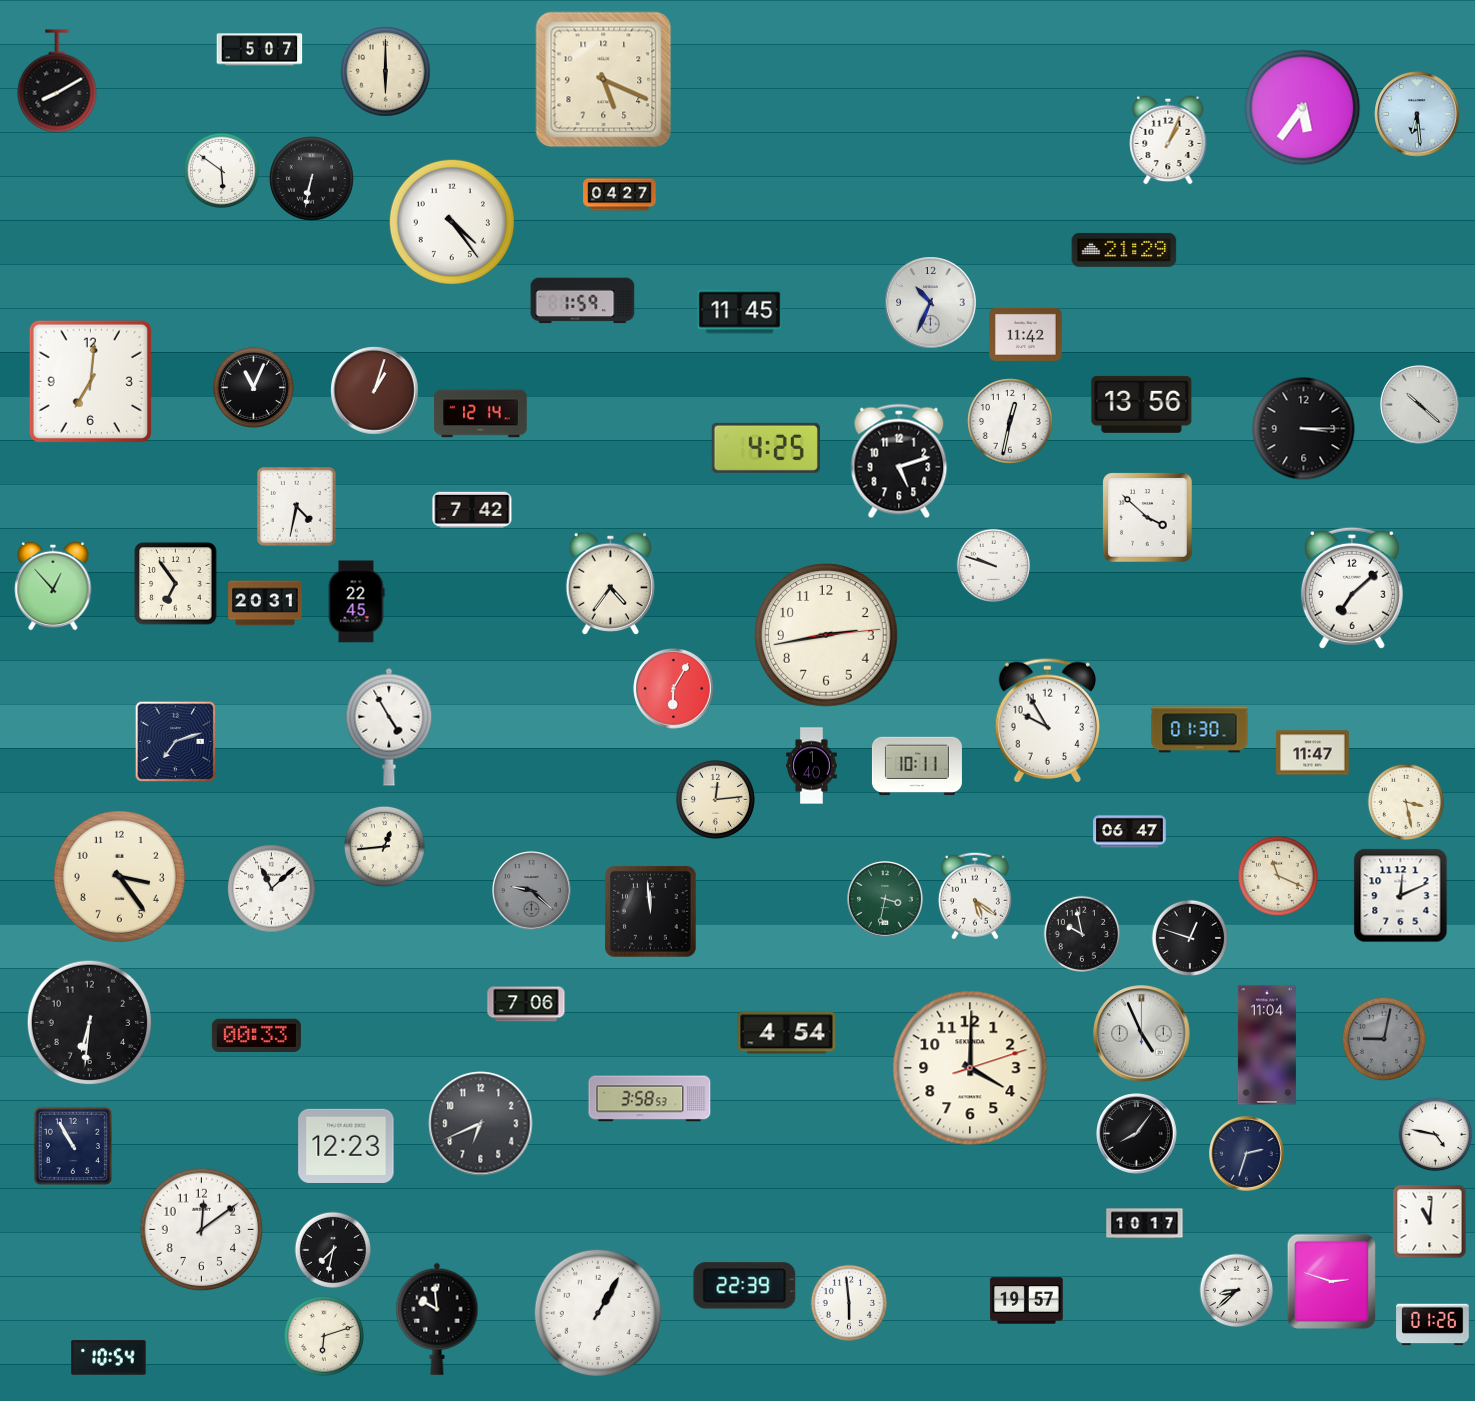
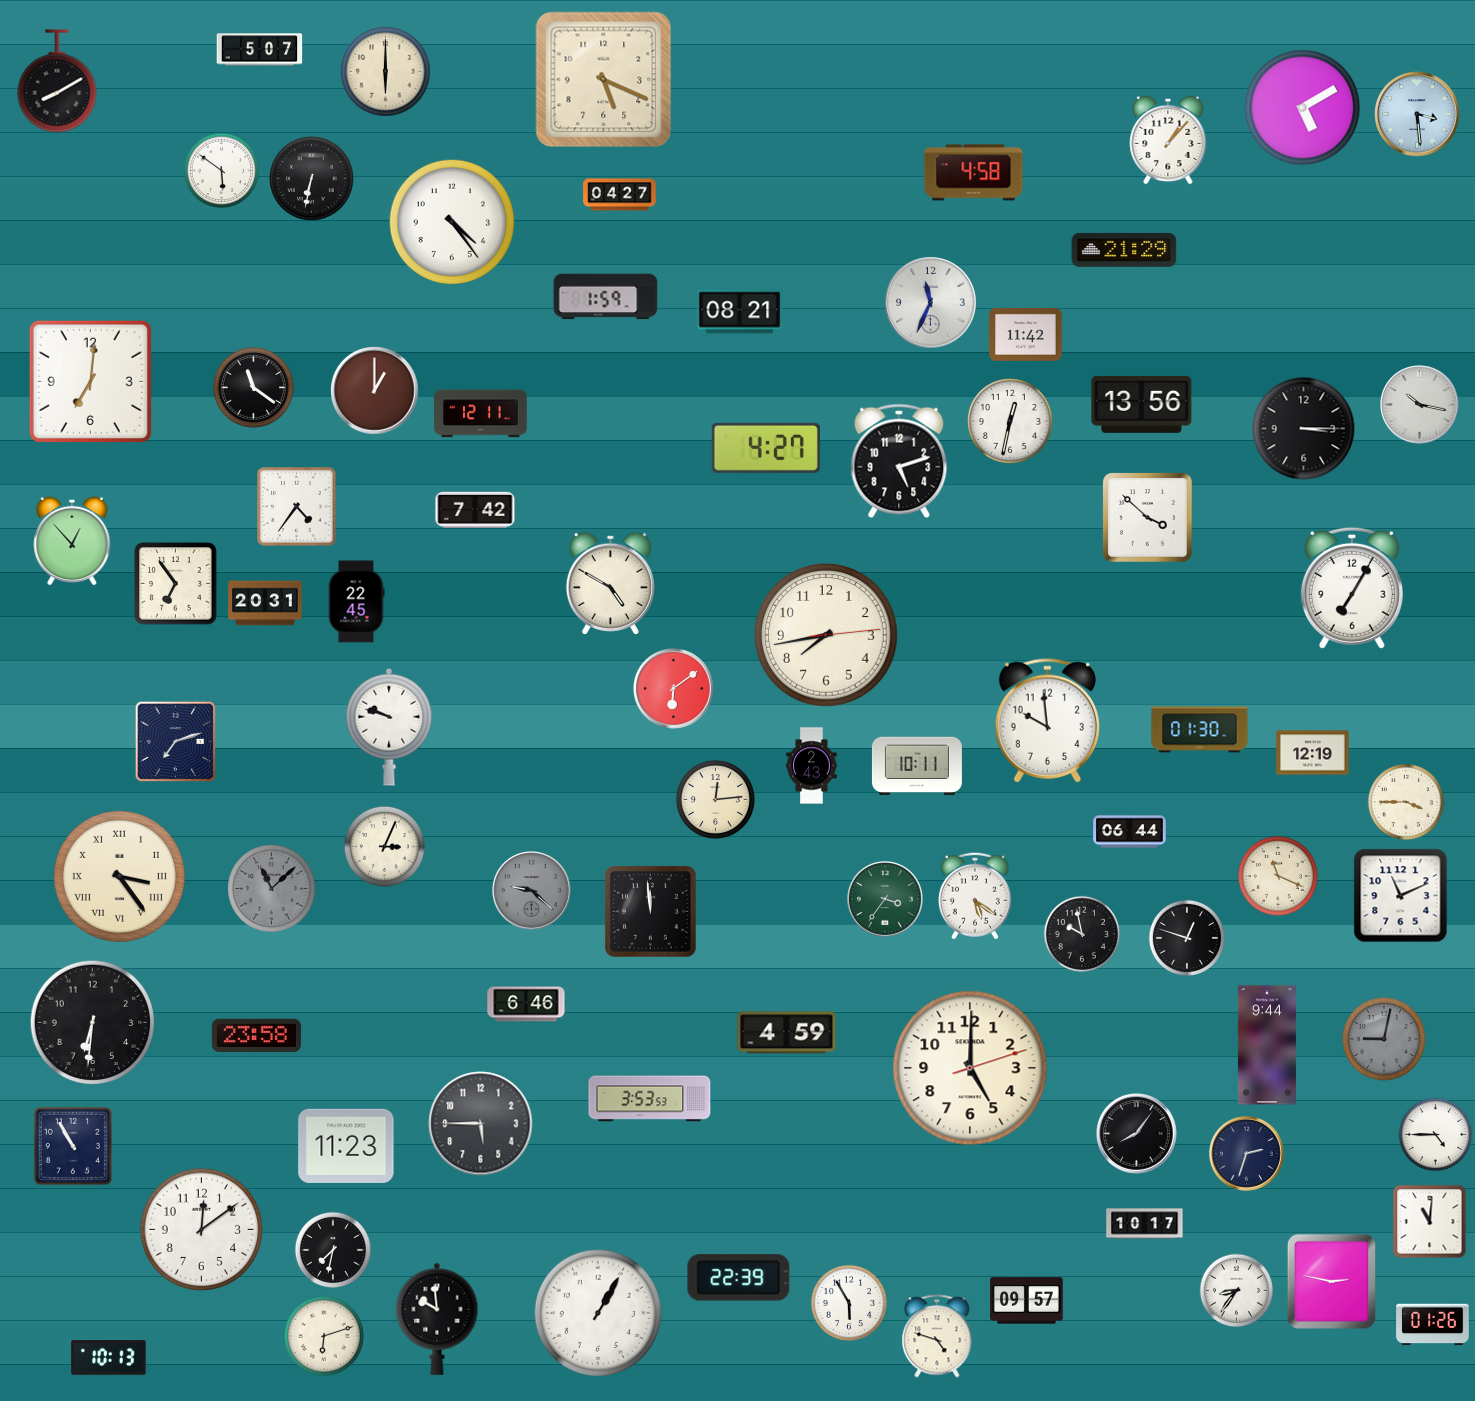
clock at (1303, 108): 5:36 -> 5:10
clock at (1417, 114): 6:29 -> 3:29
clock at (1168, 140): 1:04 -> 1:07
clock at (974, 173): none -> 4:58
clock at (583, 301) position: (583, 301) -> (606, 297)
clock at (931, 303): 10:34 -> 11:34
clock at (740, 312): 11:45 -> 08:21
clock at (253, 387): 11:04 -> 11:21
clock at (375, 391): 1:03 -> 1:00
clock at (1420, 405): 10:22 -> 10:17
clock at (481, 414): 12:14 -> 12:11
clock at (766, 448): 4:25 -> 4:27
clock at (297, 507): 4:32 -> 4:36
clock at (472, 510) position: (472, 510) -> (475, 510)
clock at (994, 566): 9:48 -> none
clock at (610, 583): 4:36 -> 4:50
clock at (53, 586) position: (53, 586) -> (72, 541)
clock at (1352, 588): 7:08 -> 7:05
clock at (826, 635): 2:43 -> 7:43
clock at (674, 689): 6:05 -> 6:09
clock at (1047, 720): 9:55 -> 9:59
clock at (389, 727): 4:55 -> 9:48
clock at (1313, 753): 11:47 -> 12:19
clock at (812, 766): 1:40 -> 2:43
clock at (1405, 801): 3:28 -> 3:45
clock at (1130, 832): 06:47 -> 06:44
clock at (384, 846): 12:44 -> 3:04
clock at (119, 876) numerals: Arabic -> Roman
clock at (272, 889) dial: white -> grey
clock at (1401, 896): 12:11 -> 11:11
clock at (886, 900): 3:32 -> 3:36
clock at (1189, 937) position: (1189, 937) -> (1186, 937)
clock at (526, 1004): 7:06 -> 6:46
clock at (90, 1023) position: (90, 1023) -> (93, 1023)
clock at (787, 1033): 4:54 -> 4:59
clock at (1142, 1034): 4:56 -> none
clock at (256, 1035): 00:33 -> 23:58
clock at (1267, 1045): 11:04 -> 9:44
clock at (970, 1068): 4:00 -> 5:00
clock at (650, 1099): 3:58 -> 3:53
clock at (481, 1124): 6:41 -> 5:45
clock at (1436, 1135): 4:47 -> 4:45
clock at (346, 1146): 12:23 -> 11:23
clock at (1331, 1281): 2:48 -> 2:47
clock at (745, 1286) position: (745, 1286) -> (739, 1278)
clock at (1237, 1291): 8:38 -> 8:36
clock at (1027, 1301): 19:57 -> 09:57
clock at (848, 1302): 5:59 -> 5:55
clock at (937, 1336): none -> 4:48
clock at (109, 1358): 10:54 -> 10:13
